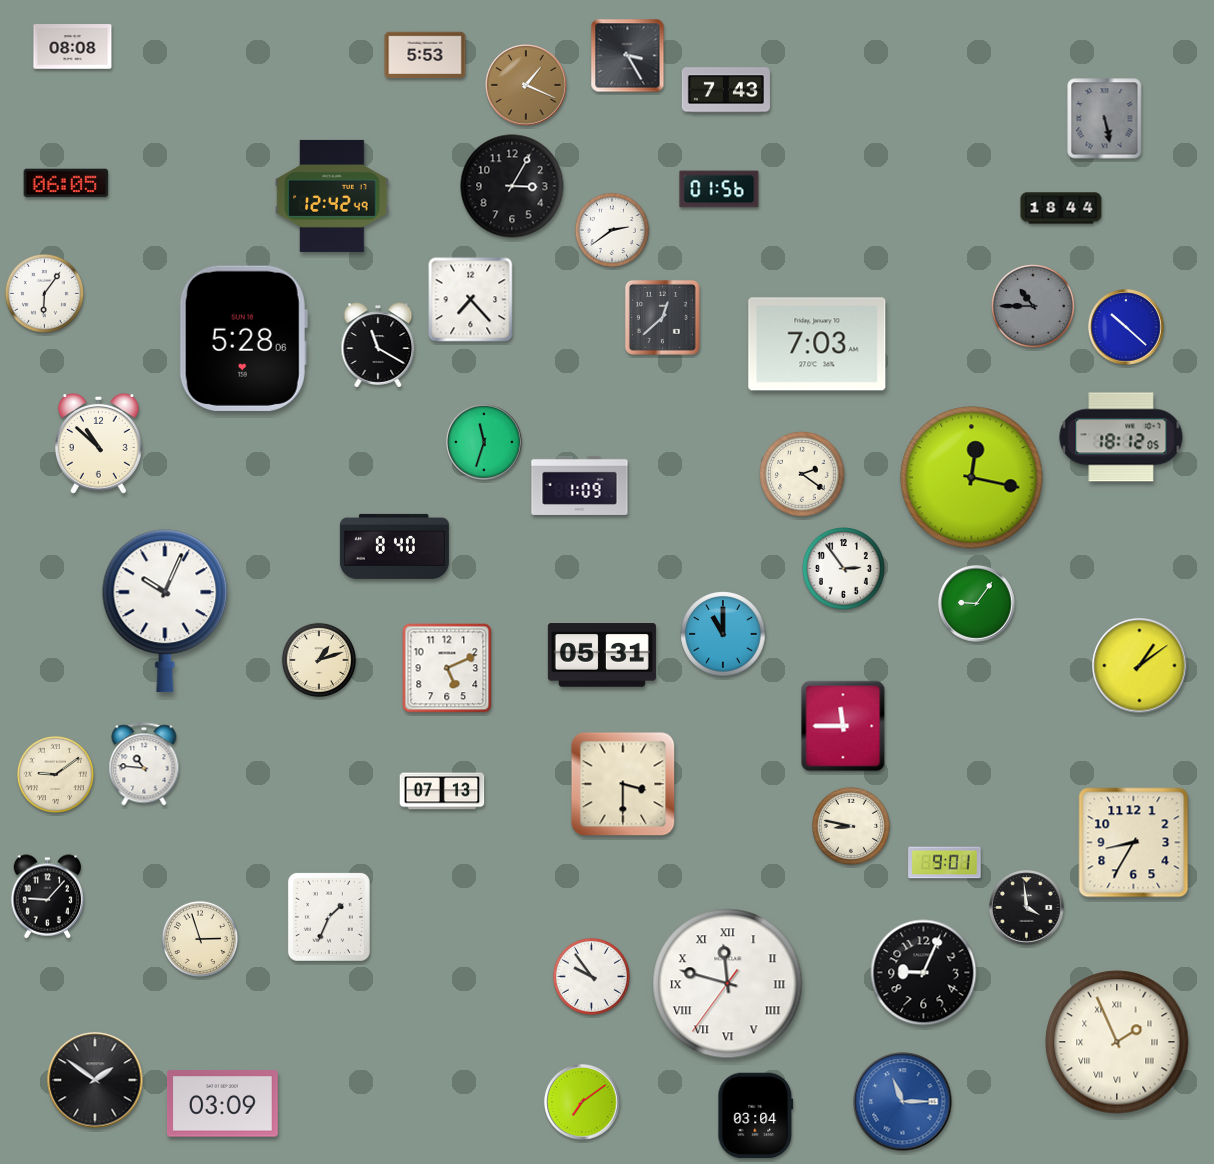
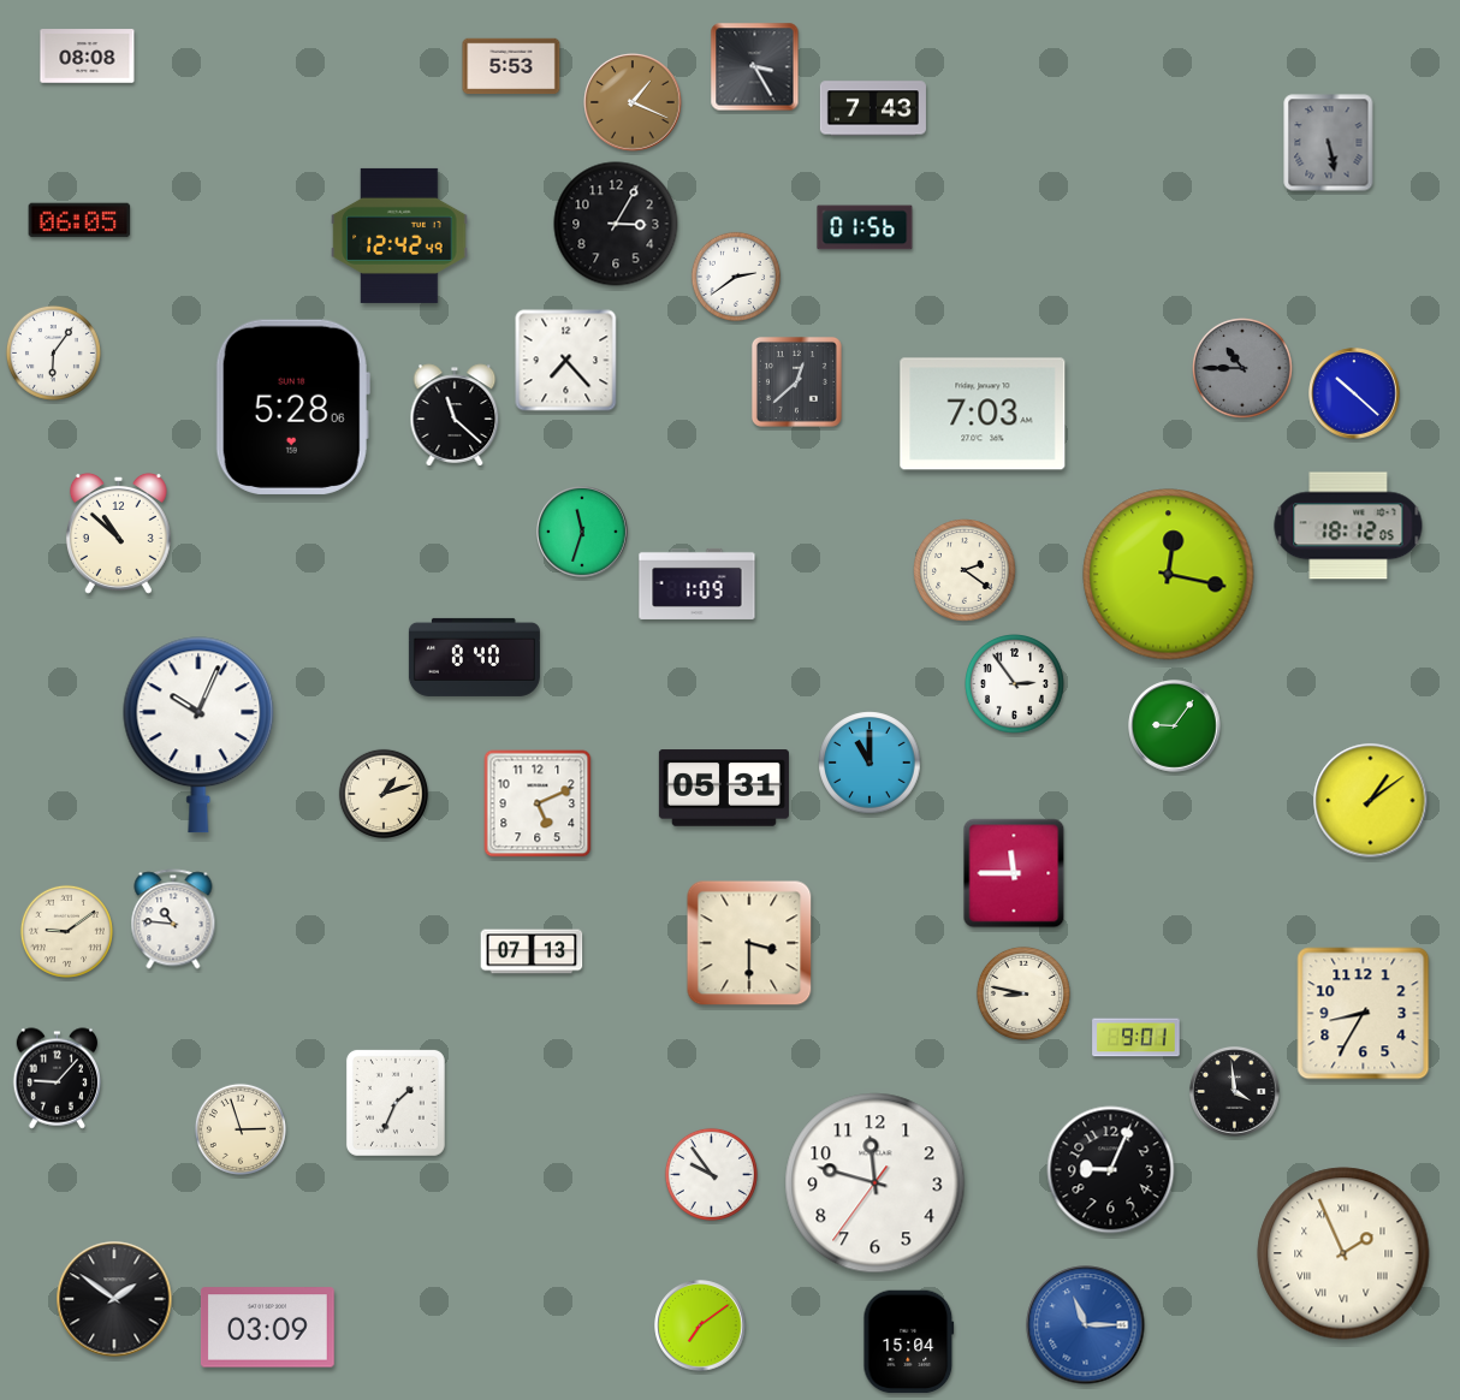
clock at (1061, 208): 18:44 -> none
clock at (378, 345): 11:20 -> 11:22
clock at (728, 984) numerals: Roman -> Arabic
clock at (756, 1116): 03:04 -> 15:04
